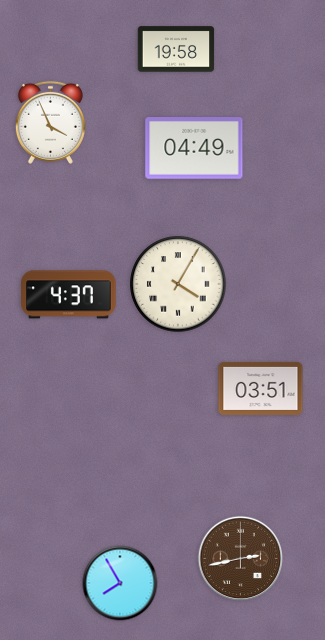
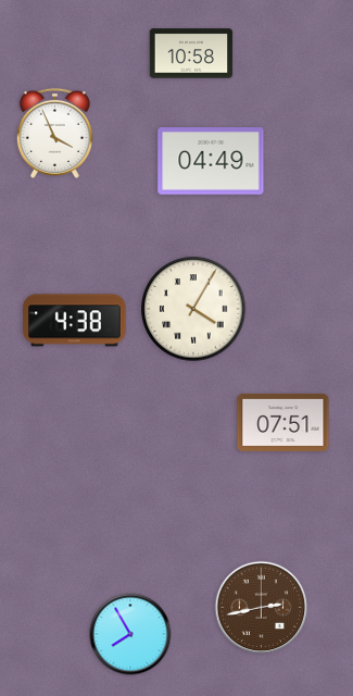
clock at (176, 49): 19:58 -> 10:58
clock at (69, 295): 4:37 -> 4:38
clock at (261, 388): 03:51 -> 07:51
